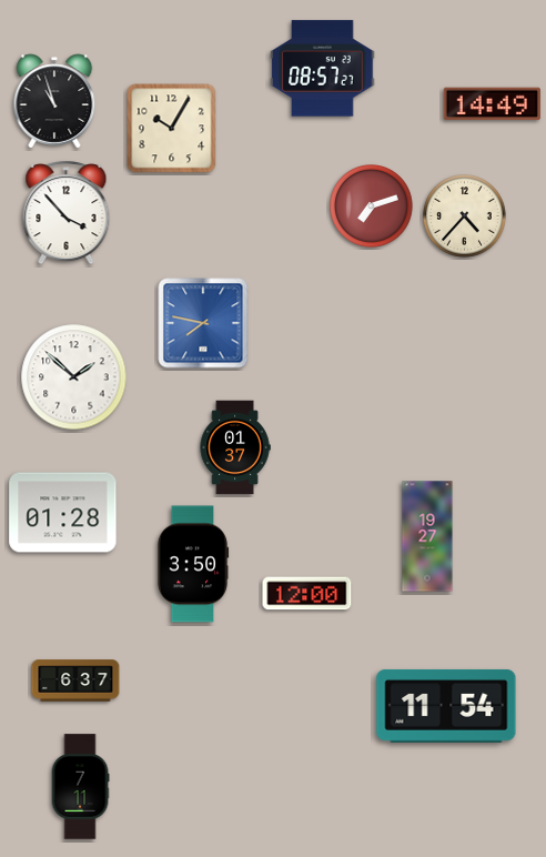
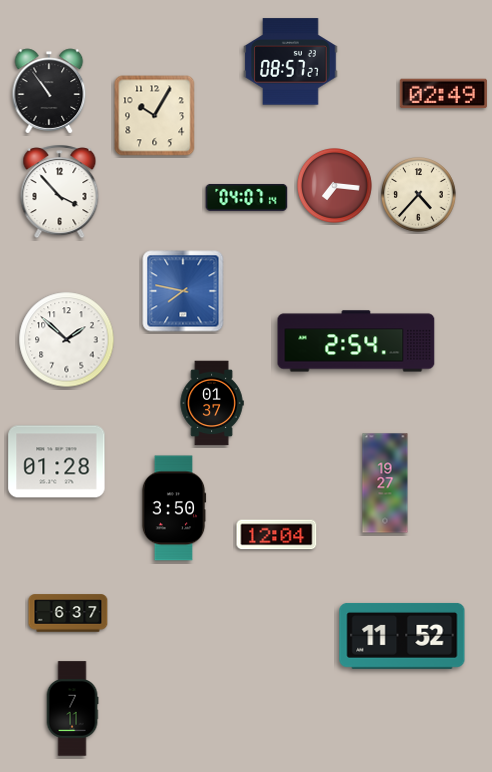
clock at (54, 101): 10:57 -> 10:54
clock at (492, 104): 14:49 -> 02:49
clock at (372, 206): 7:12 -> 7:16
clock at (247, 197): none -> 04:07
clock at (356, 341): none -> 2:54
clock at (307, 594): 12:00 -> 12:04
clock at (446, 706): 11:54 -> 11:52
